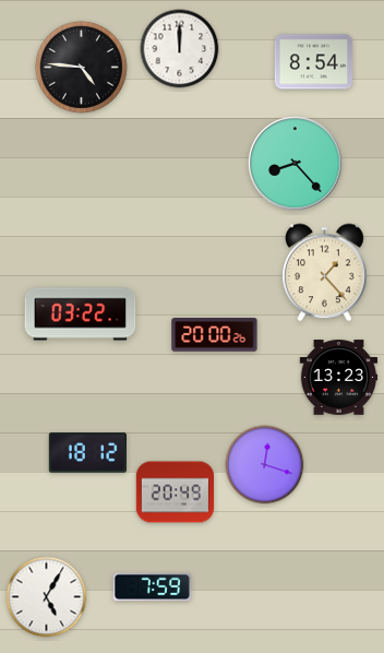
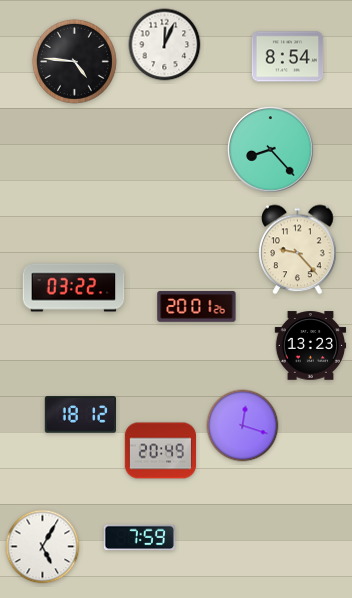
clock at (180, 49): 12:00 -> 12:04
clock at (325, 273): 1:23 -> 9:23
clock at (215, 335): 20:00 -> 20:01
